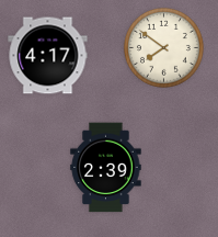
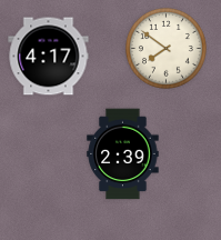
clock at (106, 168) position: (106, 168) -> (123, 154)
